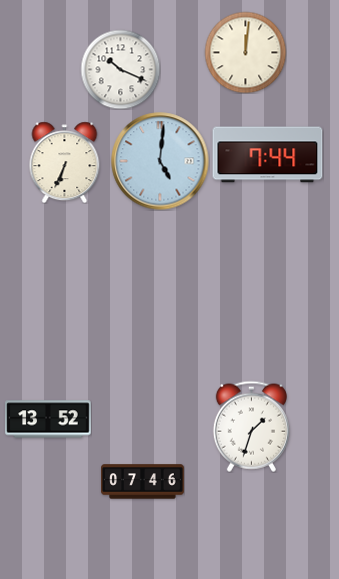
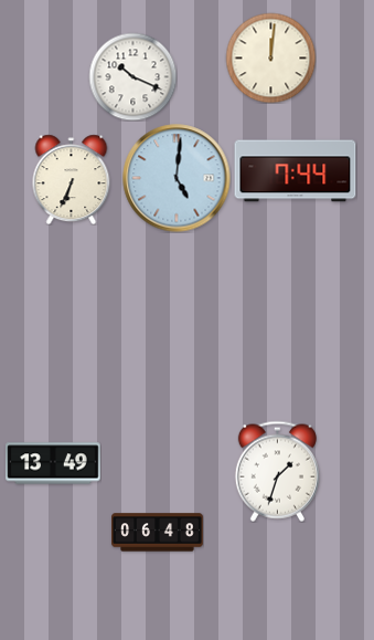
clock at (48, 419): 13:52 -> 13:49
clock at (143, 482): 07:46 -> 06:48
